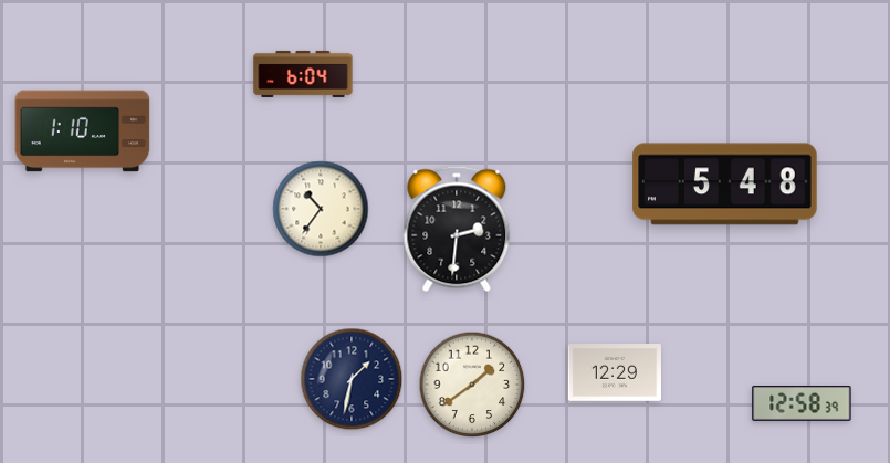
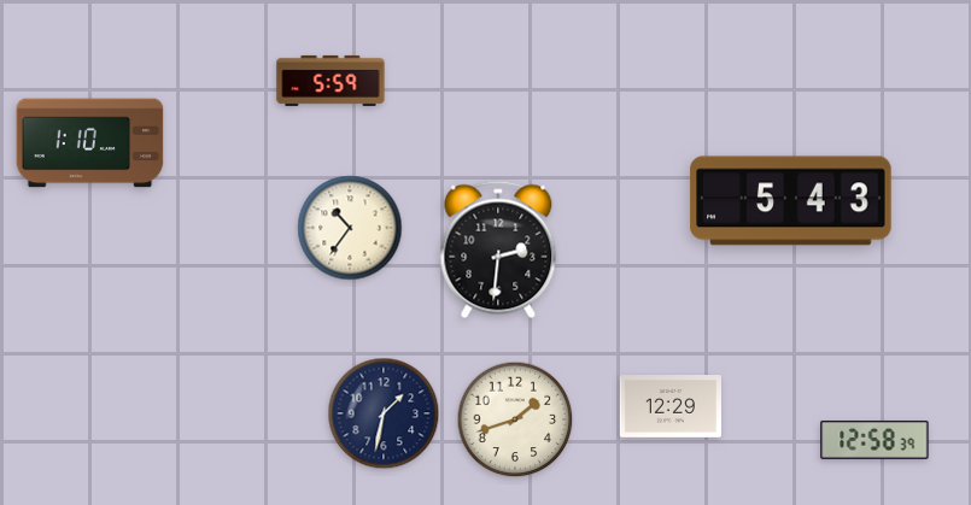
clock at (303, 74): 6:04 -> 5:59
clock at (725, 185): 5:48 -> 5:43
clock at (472, 385): 1:39 -> 1:42
